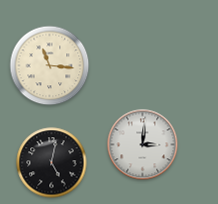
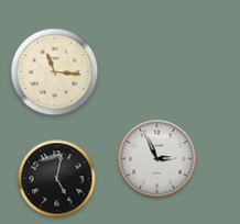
clock at (143, 145): 3:01 -> 2:56
